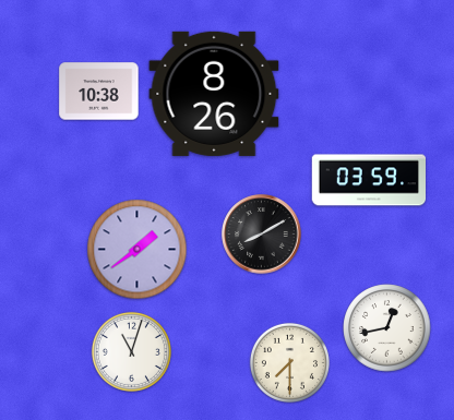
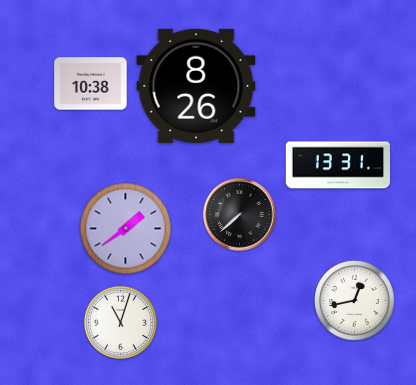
clock at (368, 180): 03:59 -> 13:31
clock at (262, 235): 8:10 -> 7:38
clock at (289, 362): 7:30 -> none
